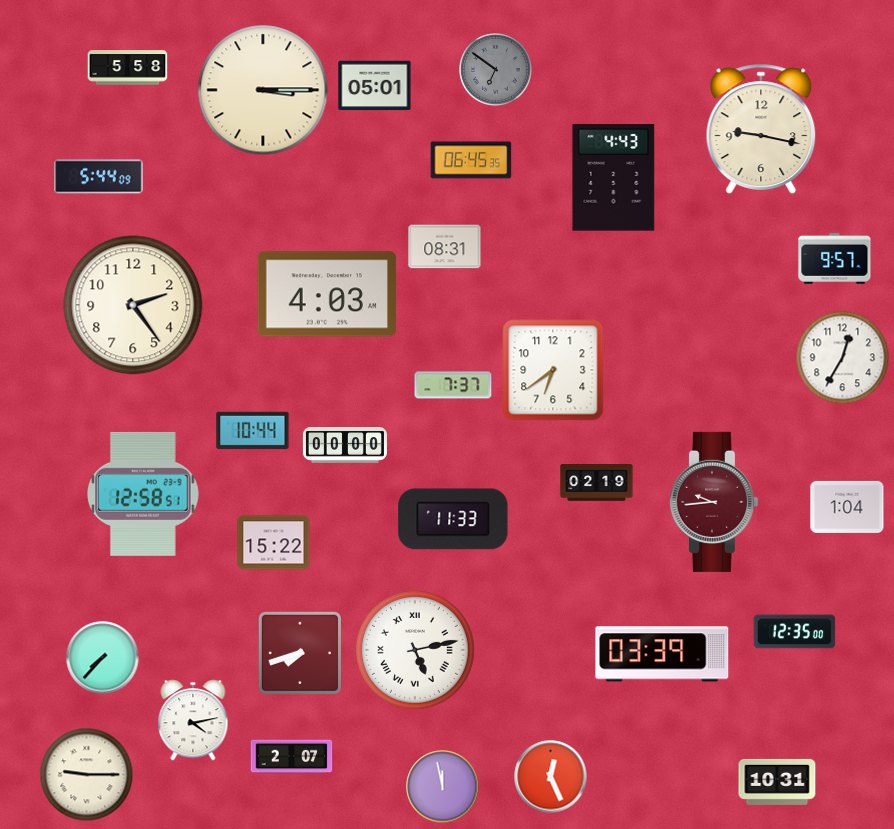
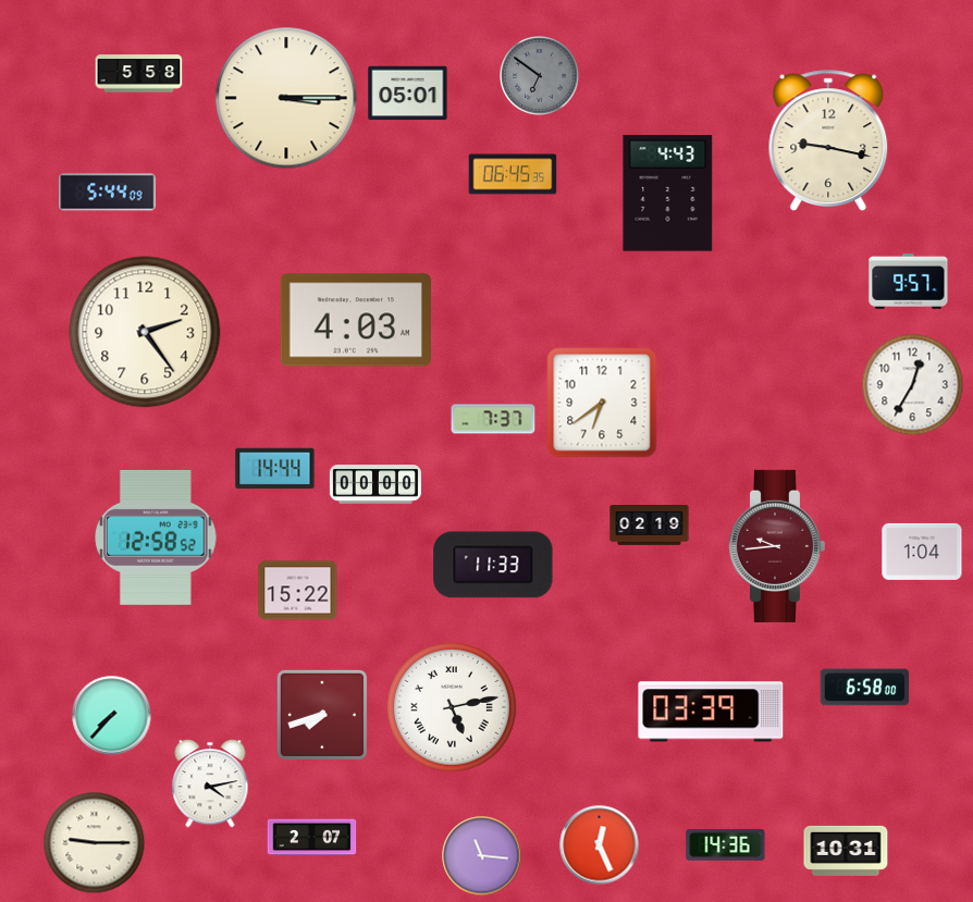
clock at (445, 247): 08:31 -> none
clock at (843, 358) position: (843, 358) -> (913, 385)
clock at (253, 431): 10:44 -> 14:44
clock at (143, 494): 12:58:51 -> 12:58:52
clock at (795, 632): 12:35 -> 6:58
clock at (299, 652) position: (299, 652) -> (321, 714)
clock at (662, 654) position: (662, 654) -> (711, 712)
clock at (292, 757) position: (292, 757) -> (312, 838)
clock at (726, 844): none -> 14:36
clock at (443, 787): 11:58 -> 11:16
